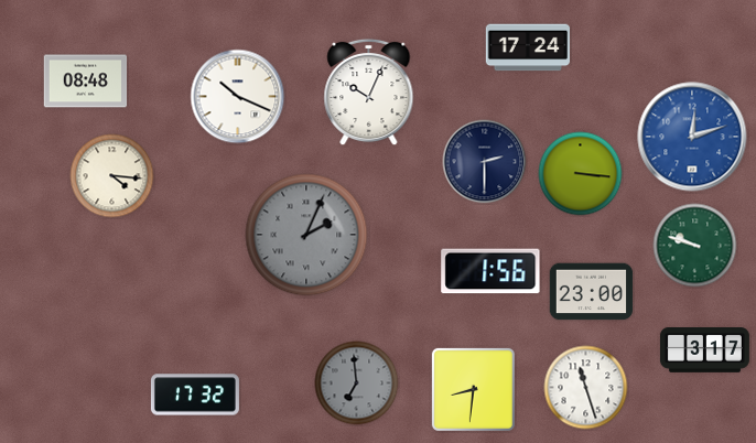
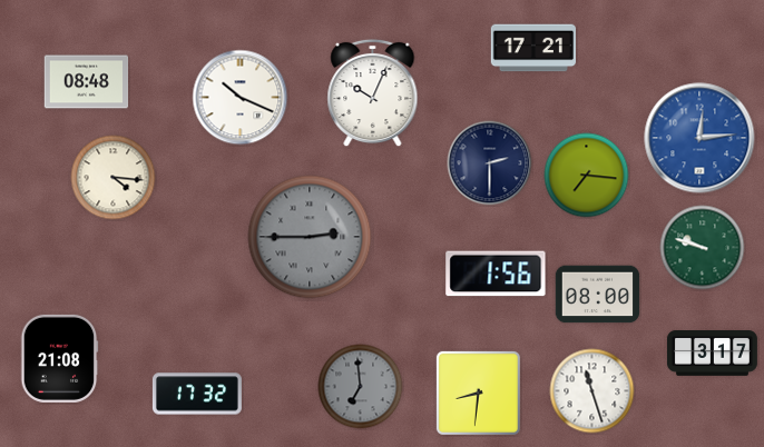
clock at (527, 47): 17:24 -> 17:21
clock at (692, 137): 12:12 -> 12:14
clock at (581, 174): 3:16 -> 7:16
clock at (306, 235): 2:04 -> 2:45
clock at (592, 292): 23:00 -> 08:00
clock at (59, 358): none -> 21:08
clock at (195, 395) position: (195, 395) -> (197, 394)
